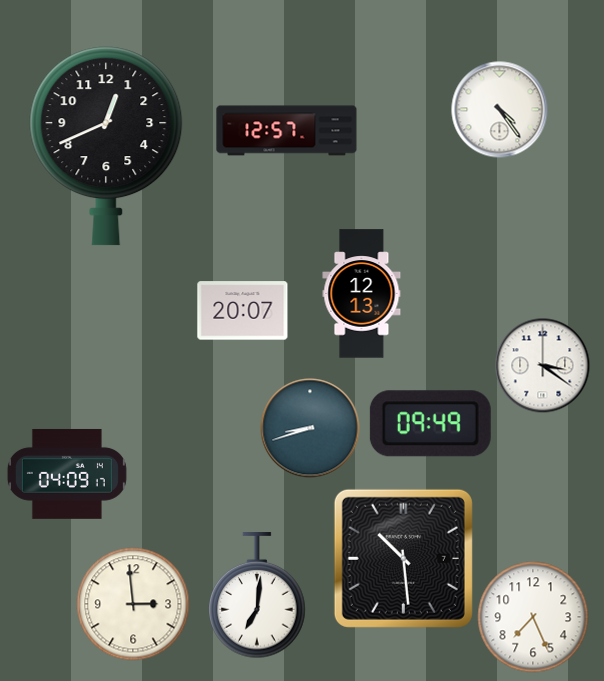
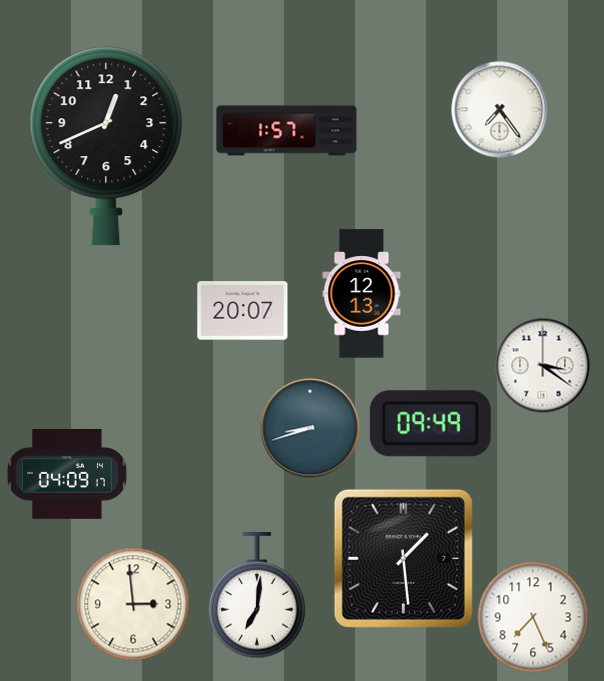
clock at (500, 110): 4:24 -> 7:24
clock at (287, 131): 12:57 -> 1:57
clock at (403, 558): 10:29 -> 1:29
